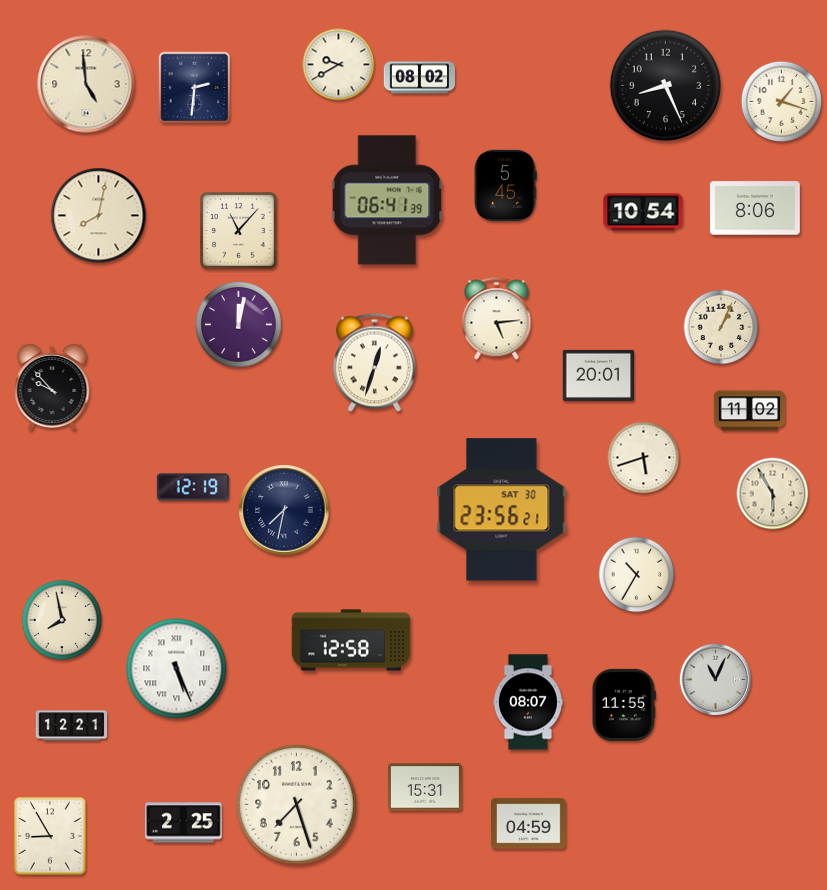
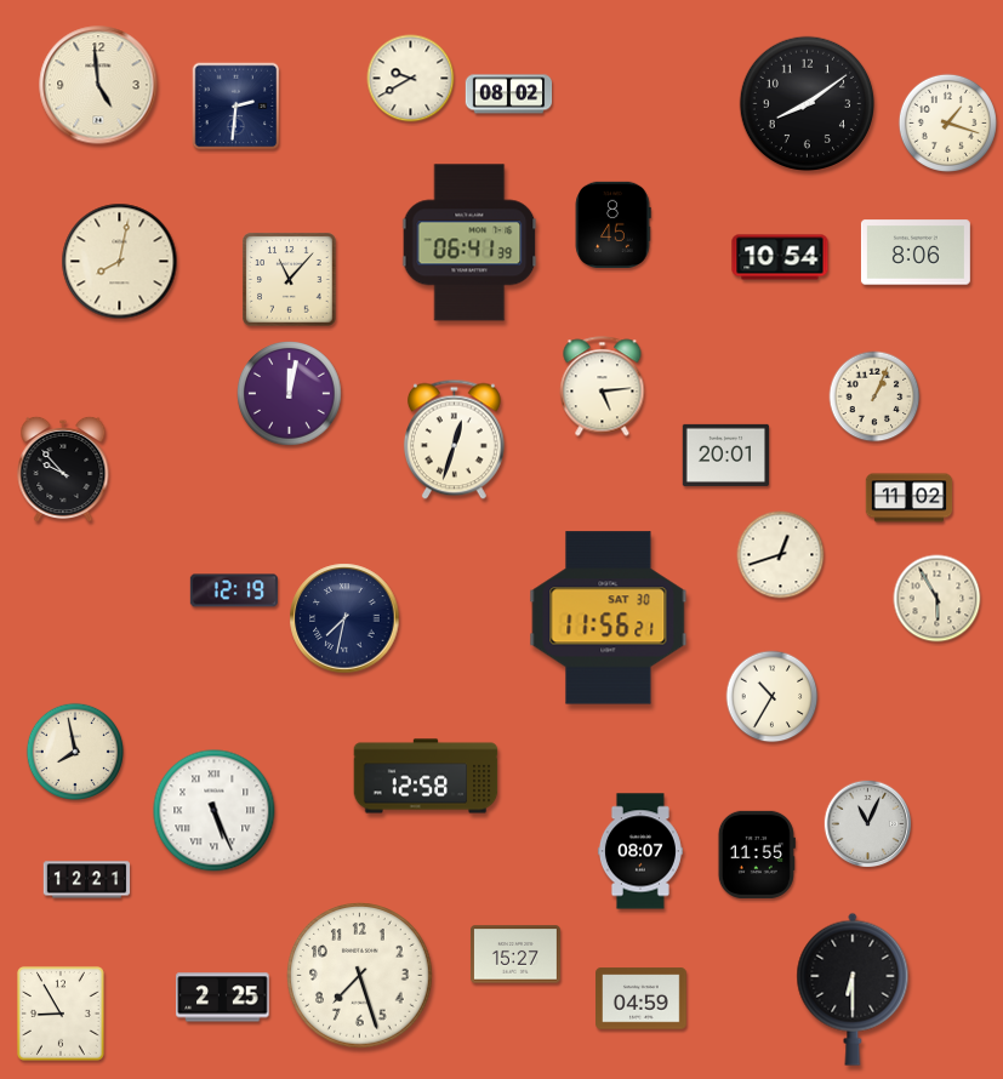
clock at (86, 84) position: (86, 84) -> (98, 85)
clock at (665, 85): 8:26 -> 8:09
clock at (505, 186): 5:45 -> 8:45
clock at (644, 458): 5:42 -> 12:42
clock at (502, 510): 23:56 -> 11:56
clock at (425, 787): 15:31 -> 15:27
clock at (853, 989): none -> 6:30
